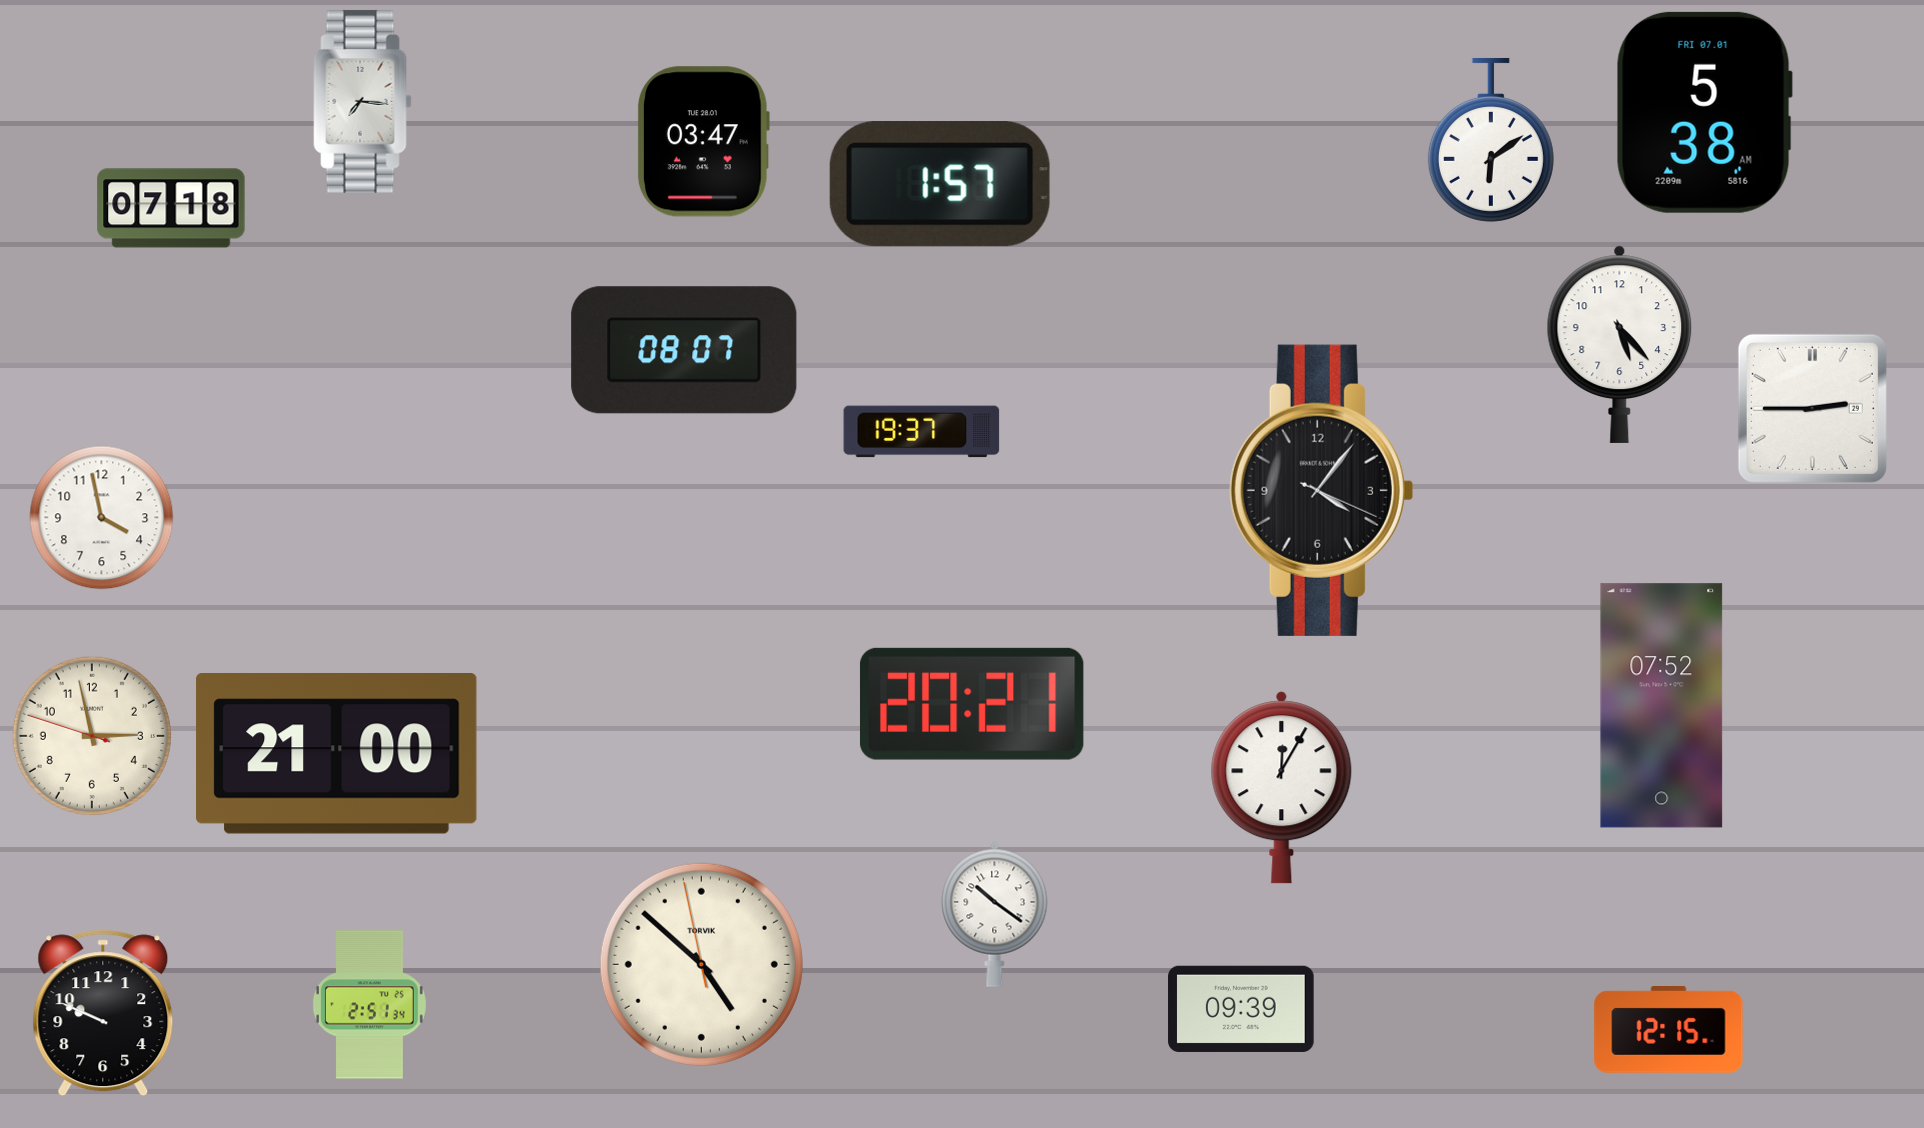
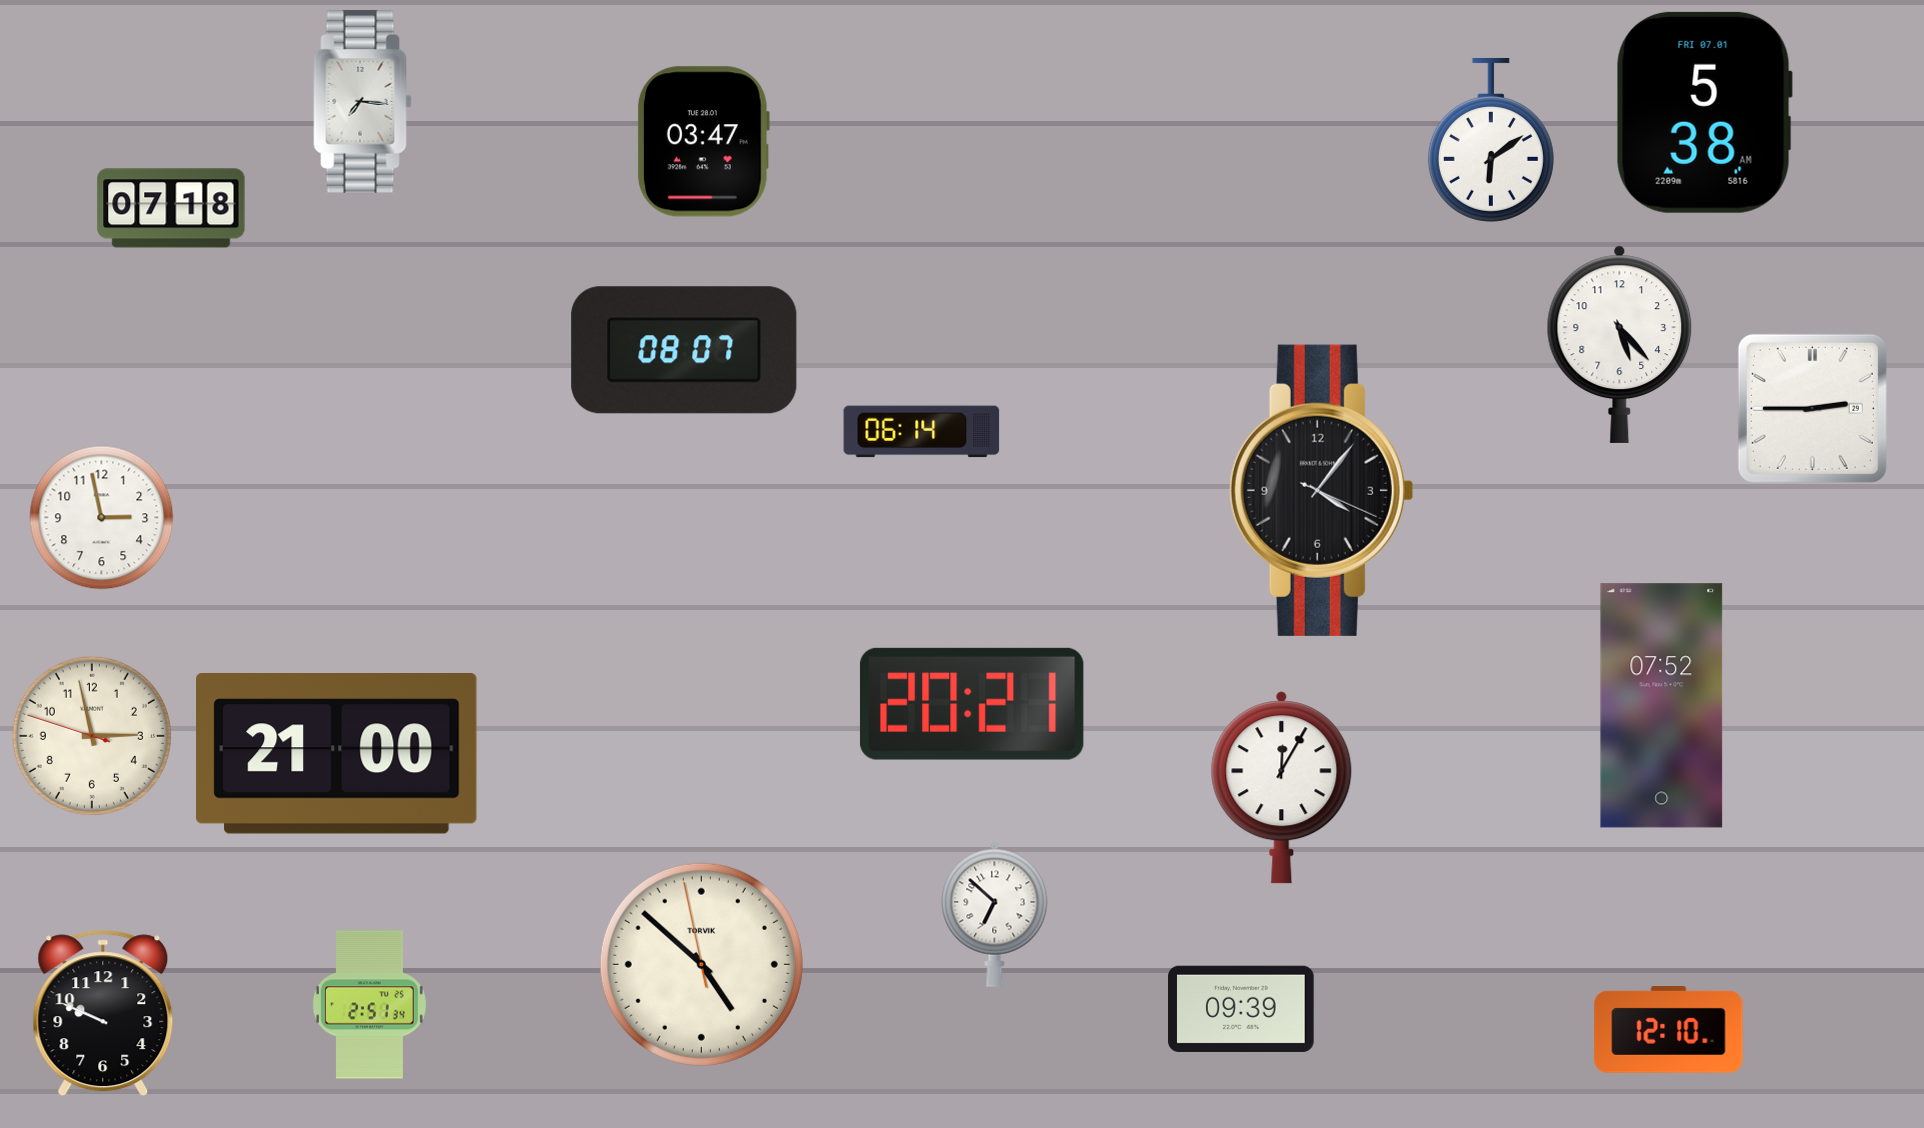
clock at (940, 184): 1:57 -> none
clock at (922, 432): 19:37 -> 06:14
clock at (102, 518): 3:58 -> 2:58
clock at (995, 914): 10:21 -> 6:52
clock at (1669, 1030): 12:15 -> 12:10
